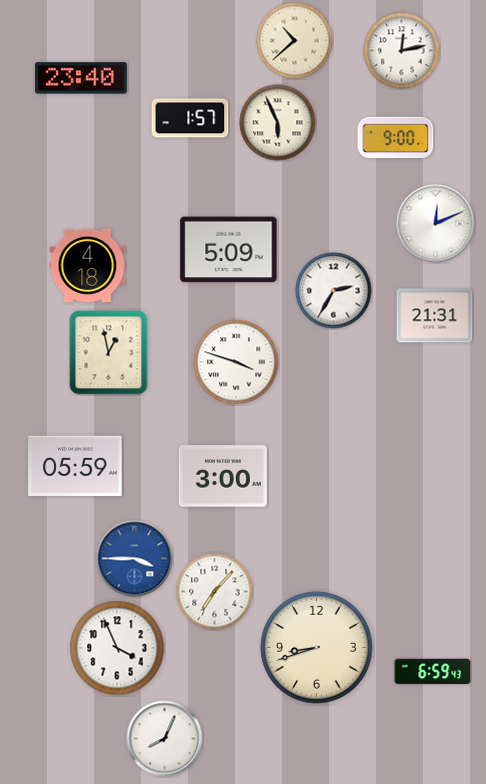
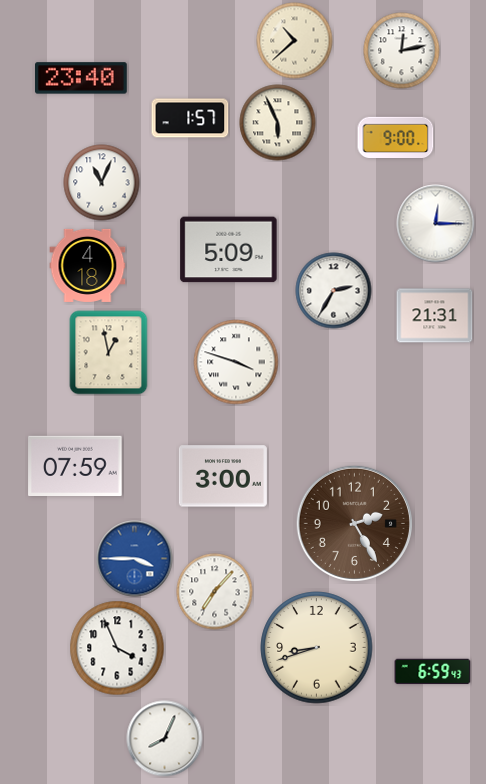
clock at (102, 183): none -> 11:04
clock at (436, 224): 12:11 -> 12:15
clock at (75, 465): 05:59 -> 07:59
clock at (354, 523): none -> 2:25
